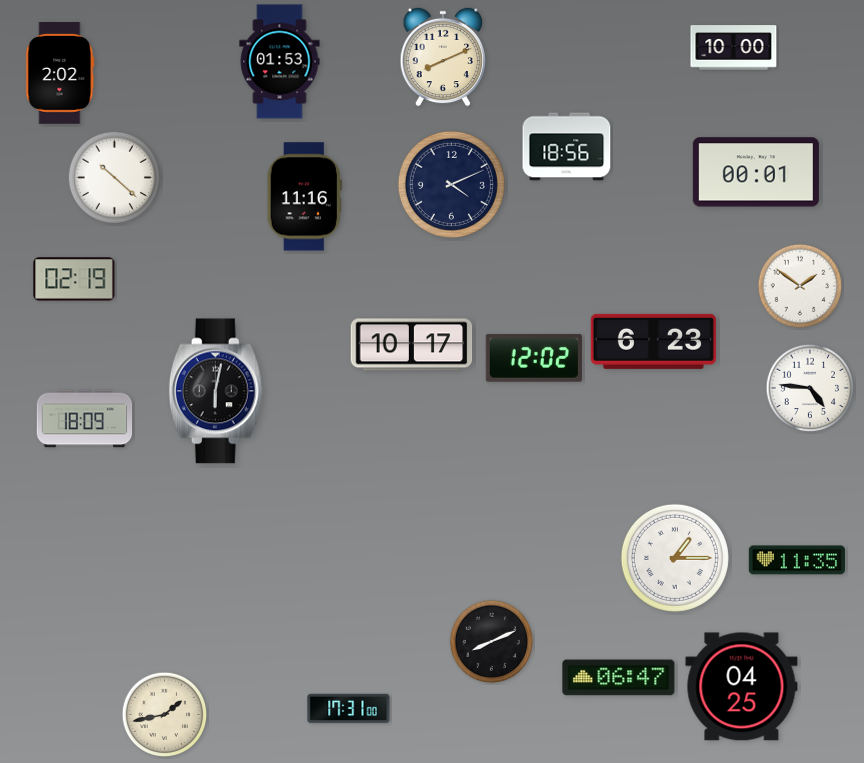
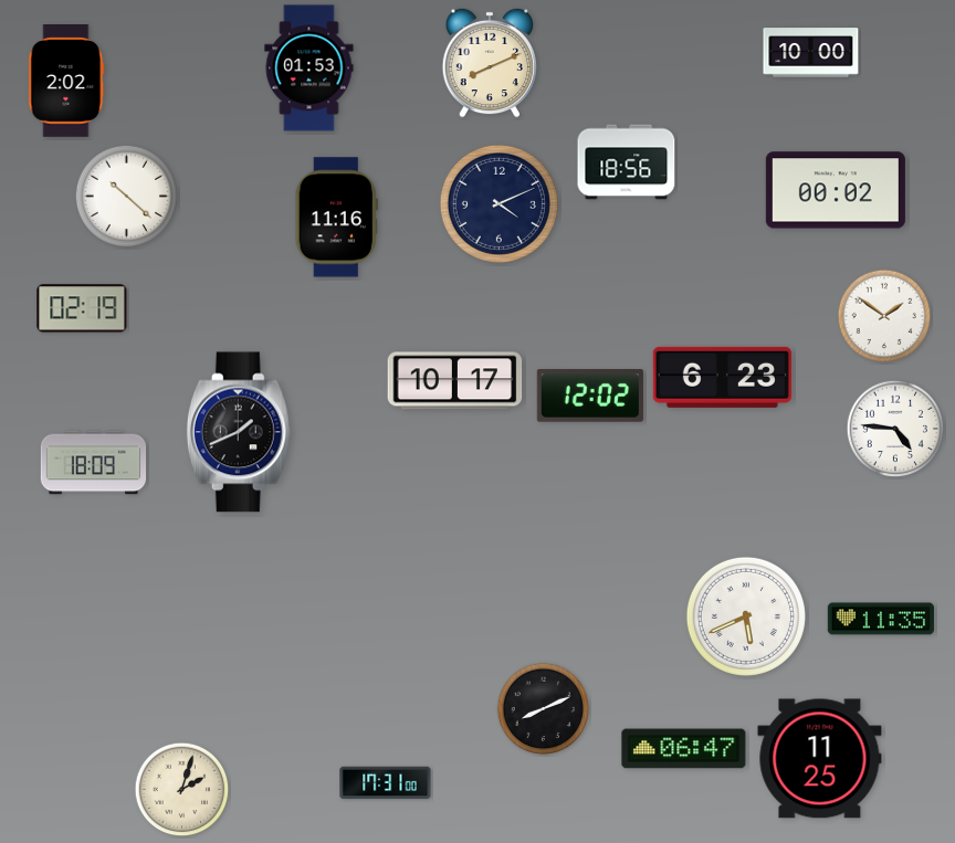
clock at (756, 172): 00:01 -> 00:02
clock at (216, 391): 6:02 -> 1:41
clock at (675, 558): 1:15 -> 5:41
clock at (742, 687): 04:25 -> 11:25
clock at (165, 715): 1:43 -> 2:03
